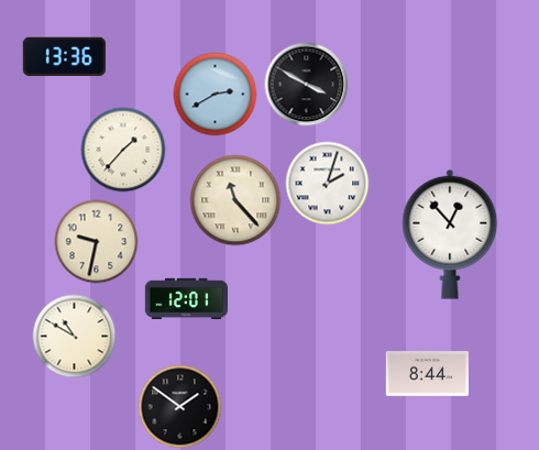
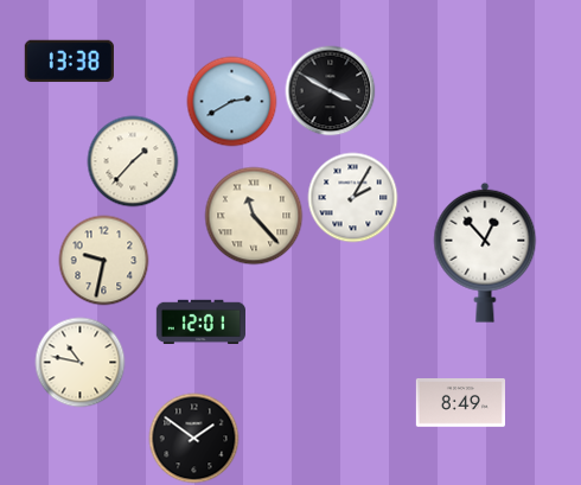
clock at (64, 57): 13:36 -> 13:38
clock at (328, 184): 2:03 -> 2:05
clock at (75, 337): 10:50 -> 10:47
clock at (427, 374): 8:44 -> 8:49
